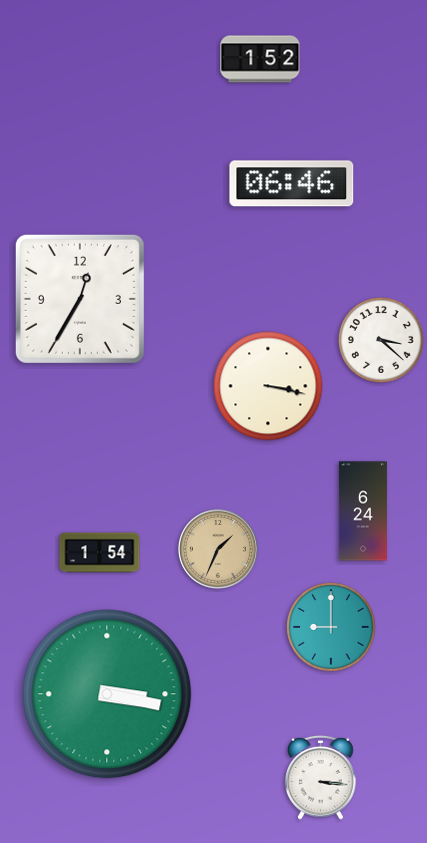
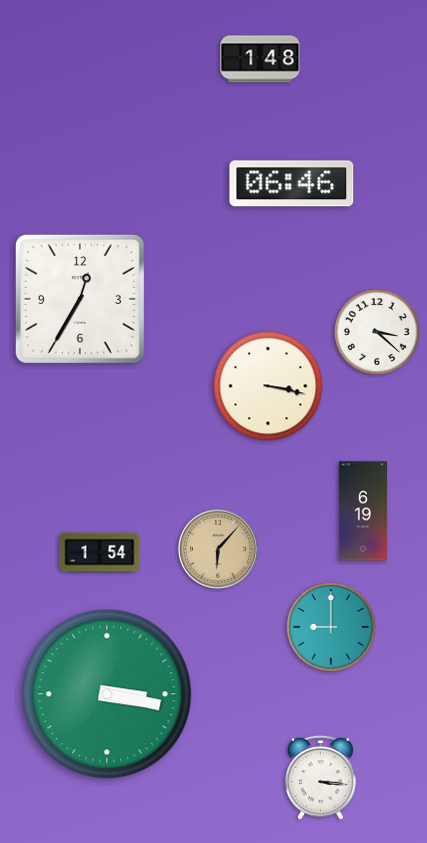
clock at (260, 59): 1:52 -> 1:48
clock at (381, 340) position: (381, 340) -> (377, 332)
clock at (363, 511): 6:24 -> 6:19
clock at (218, 549): 1:34 -> 6:07
